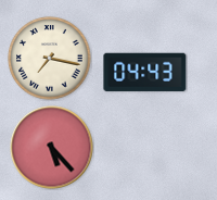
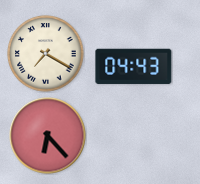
clock at (50, 59): 7:17 -> 7:20
clock at (52, 148): 5:23 -> 6:23
